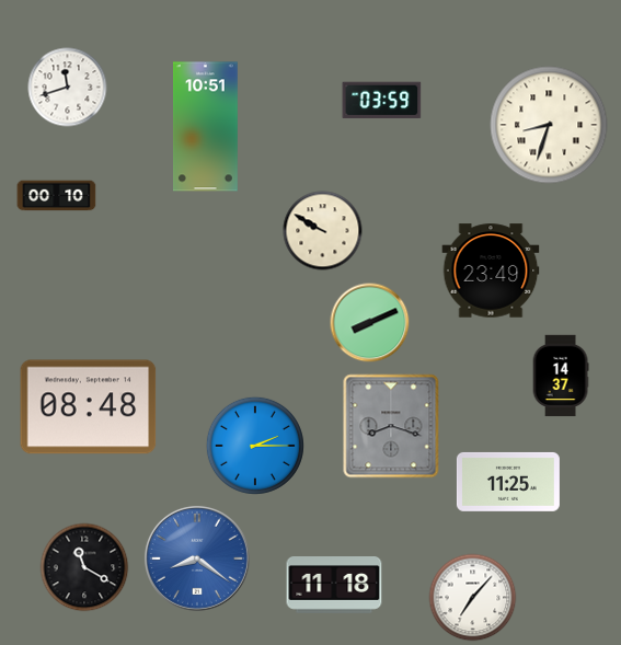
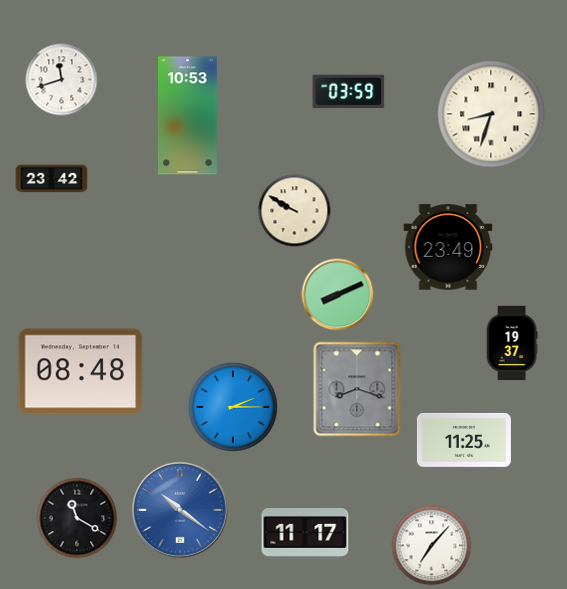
clock at (549, 125) position: (549, 125) -> (491, 114)
clock at (205, 127): 10:51 -> 10:53
clock at (57, 196): 00:10 -> 23:42
clock at (561, 376): 14:37 -> 19:37
clock at (197, 558): 8:21 -> 10:21
clock at (334, 586): 11:18 -> 11:17
